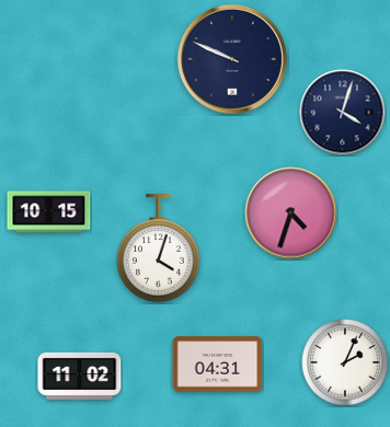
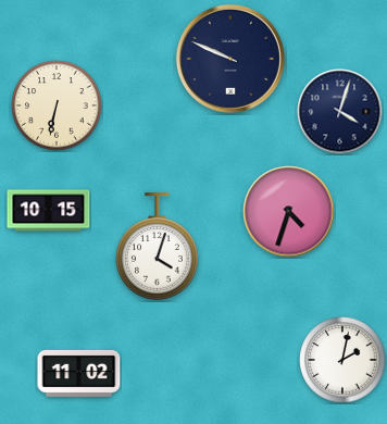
clock at (57, 105): none -> 6:32
clock at (345, 362): 2:04 -> 2:02
clock at (218, 365): 04:31 -> none
